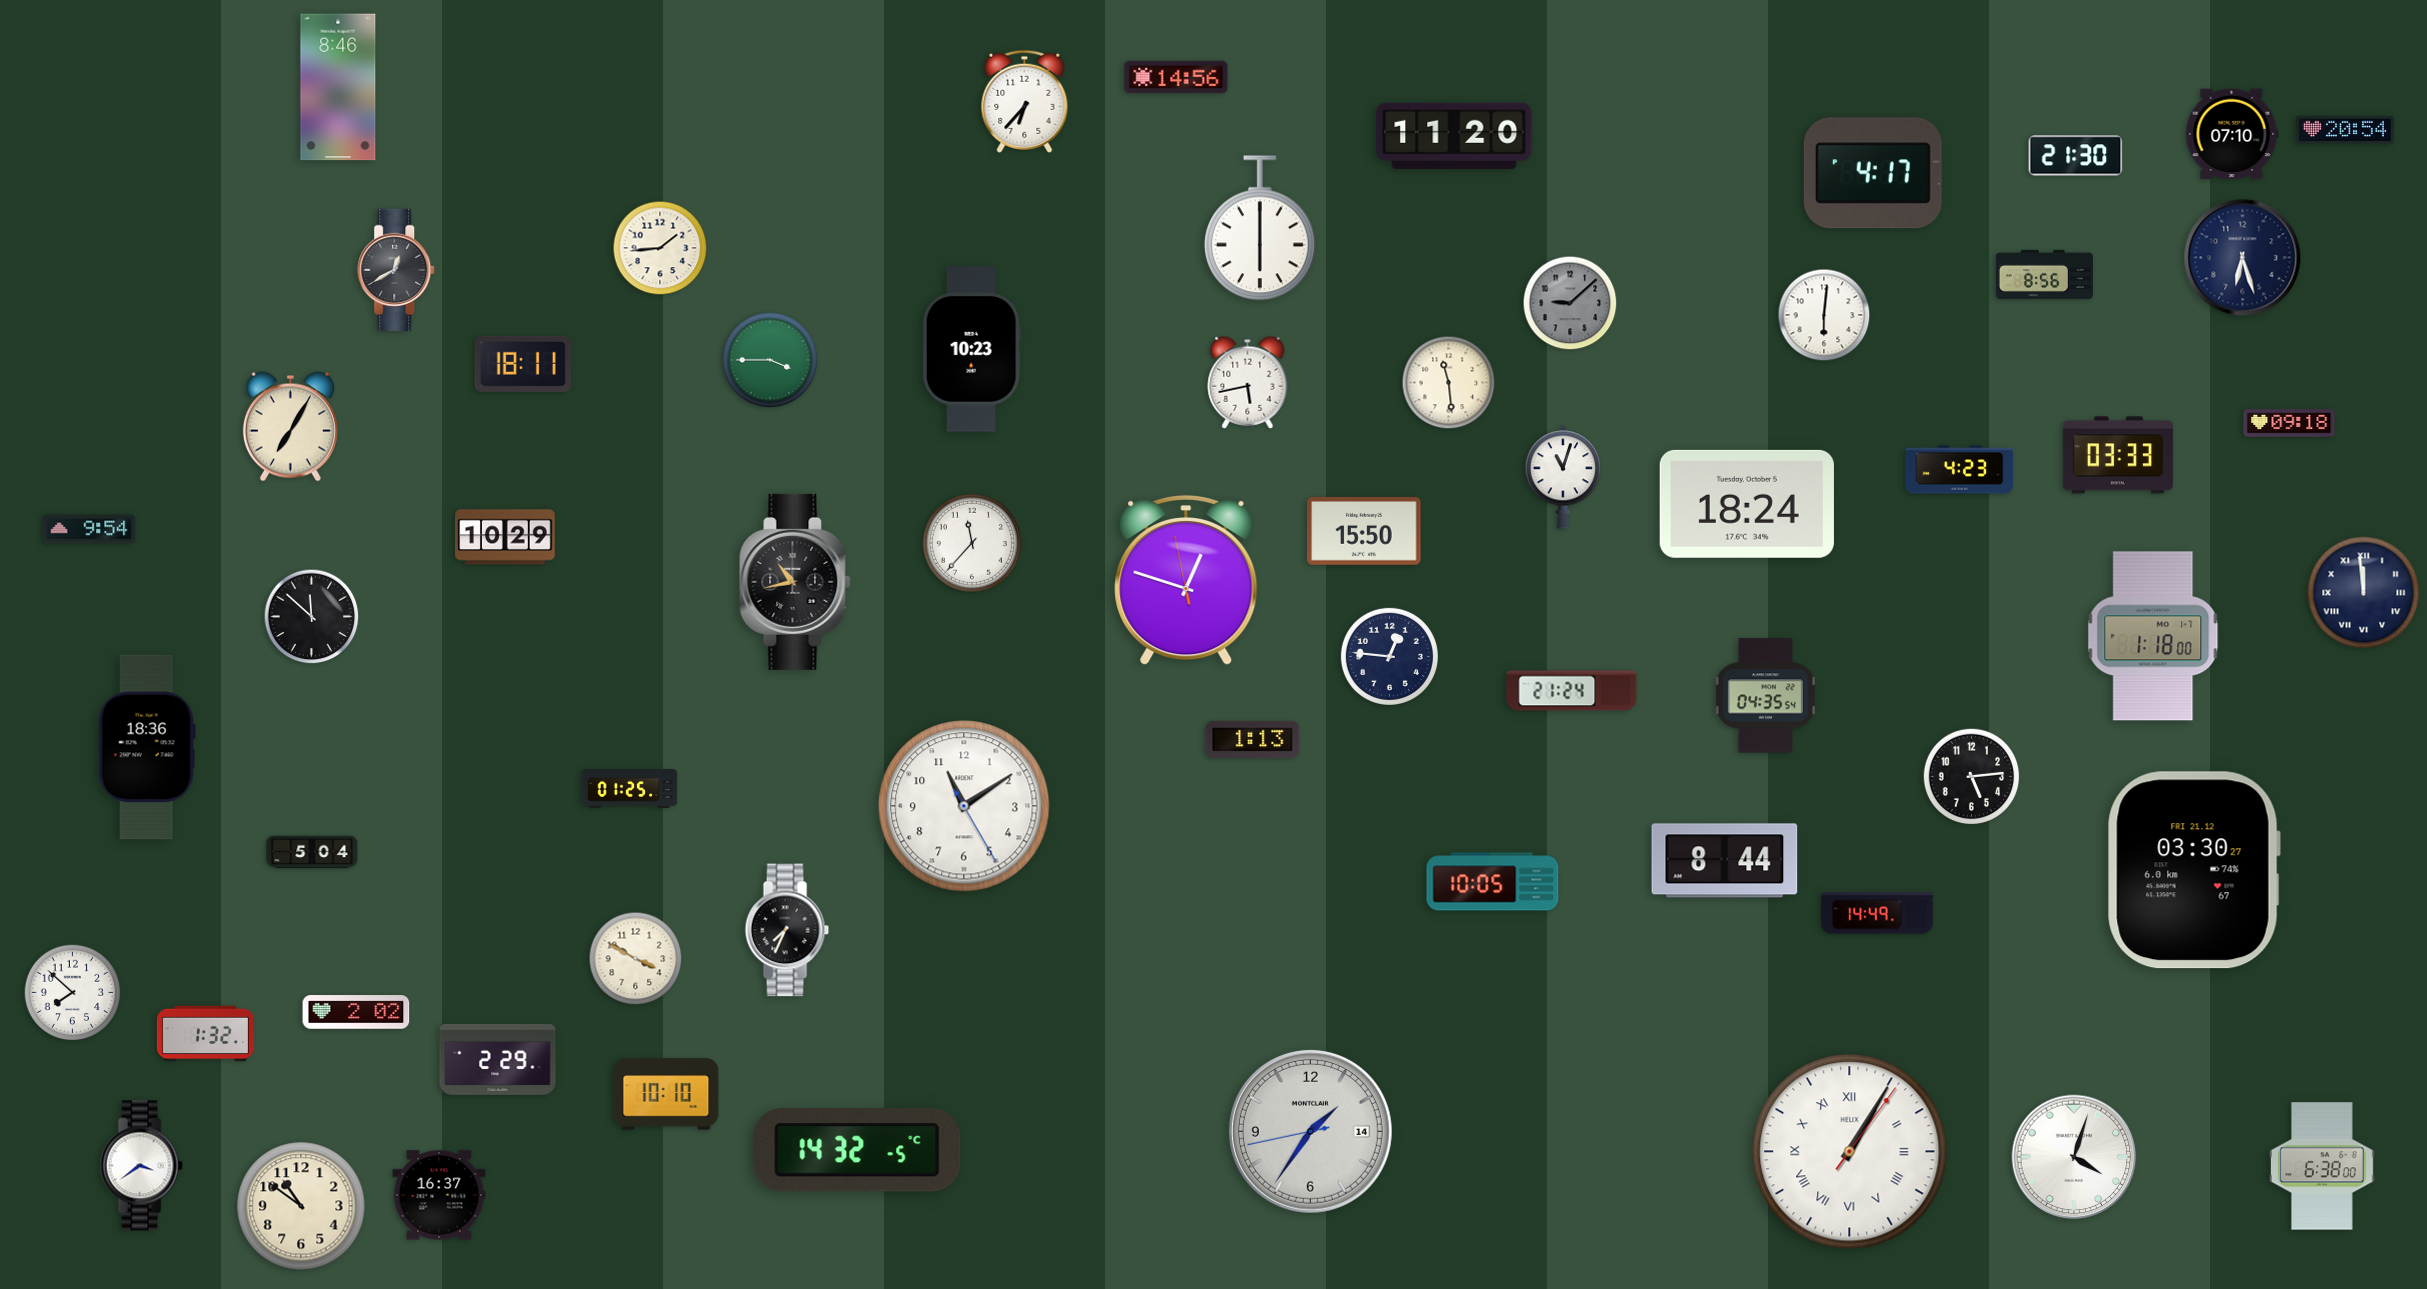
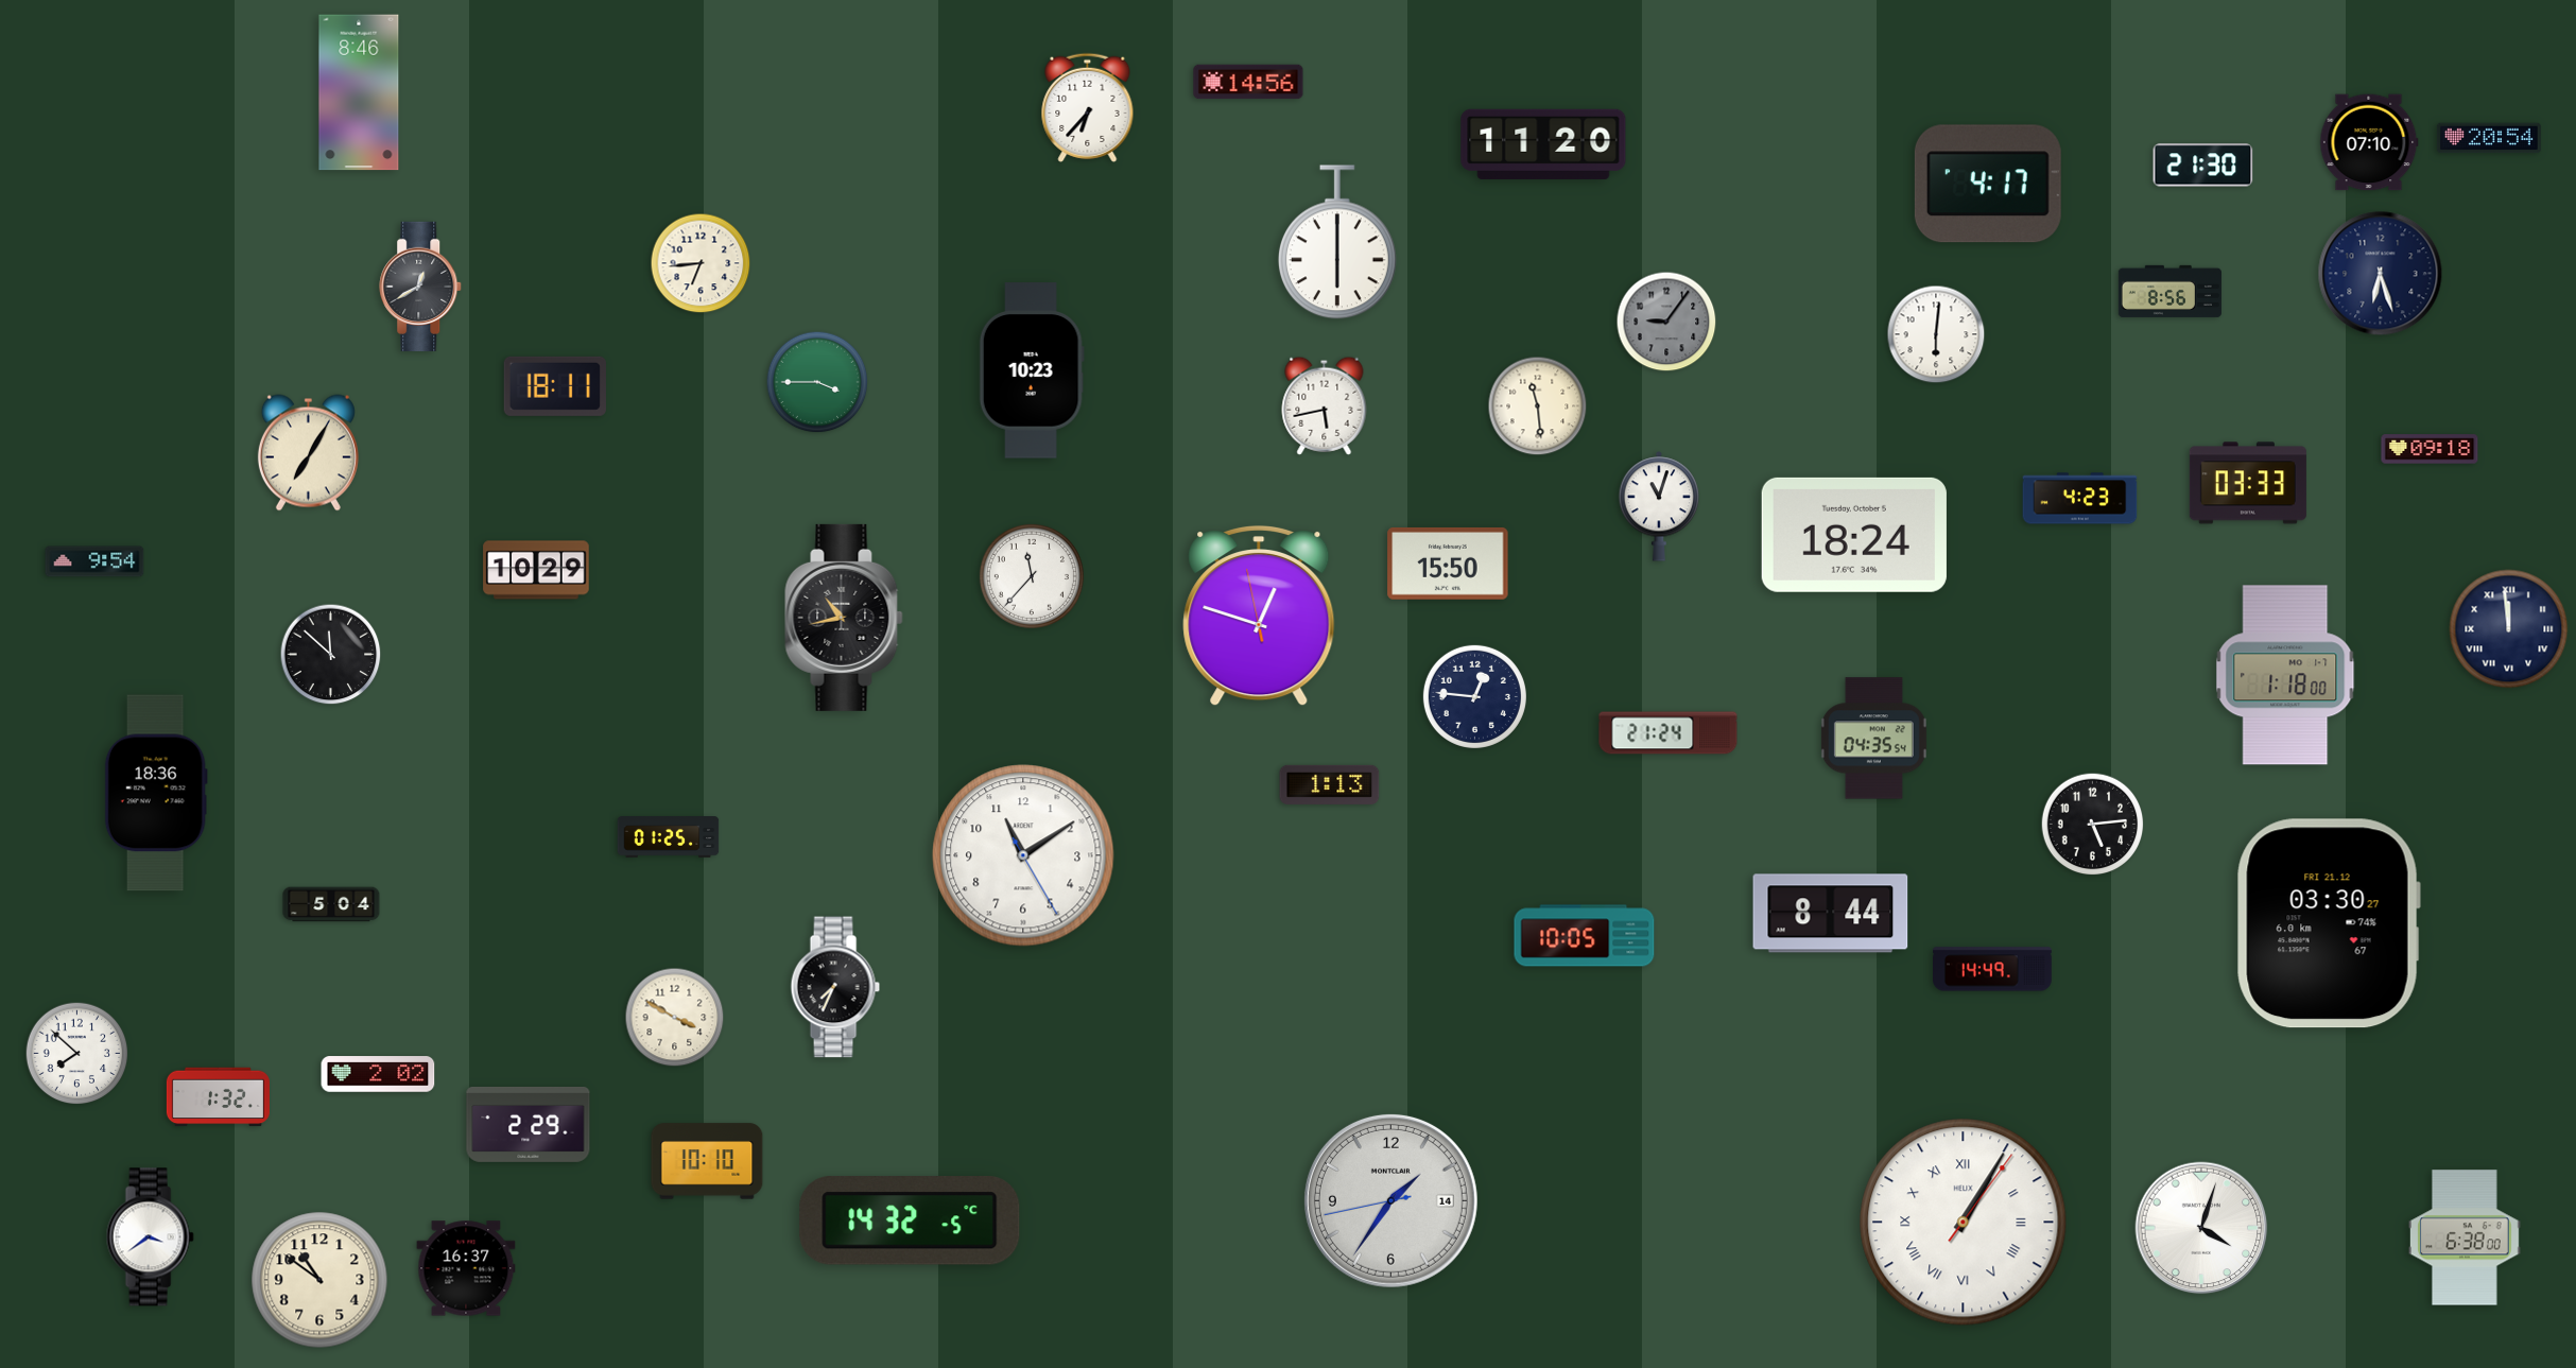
clock at (660, 248): 1:44 -> 6:44
clock at (1570, 303): 9:08 -> 9:06
